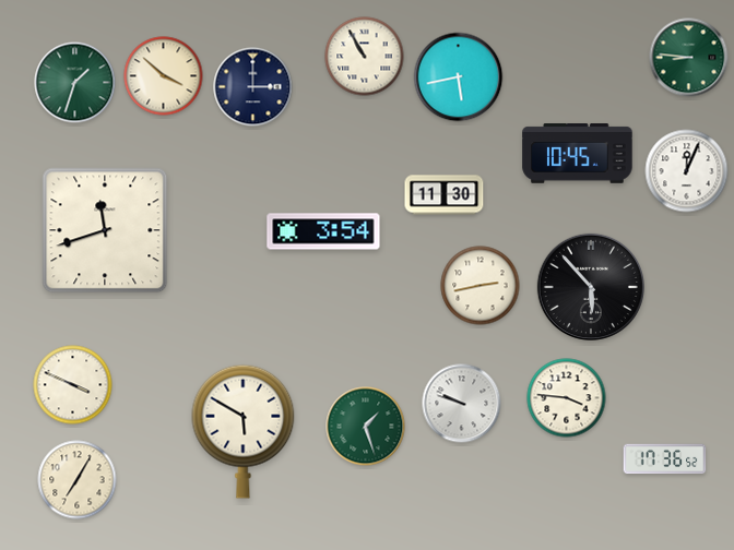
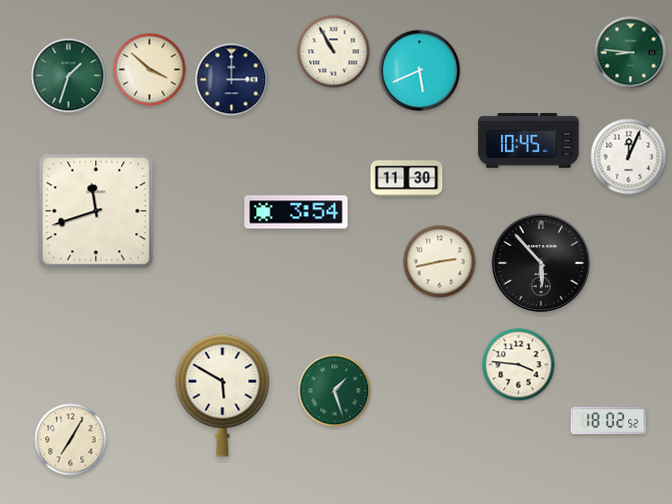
clock at (459, 77): 5:43 -> 5:41
clock at (73, 385): 3:49 -> none
clock at (462, 404): 9:48 -> none
clock at (665, 459): 17:36 -> 18:02
